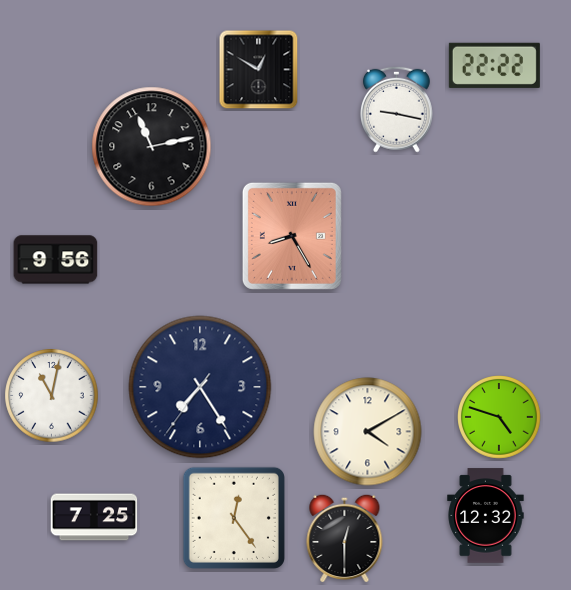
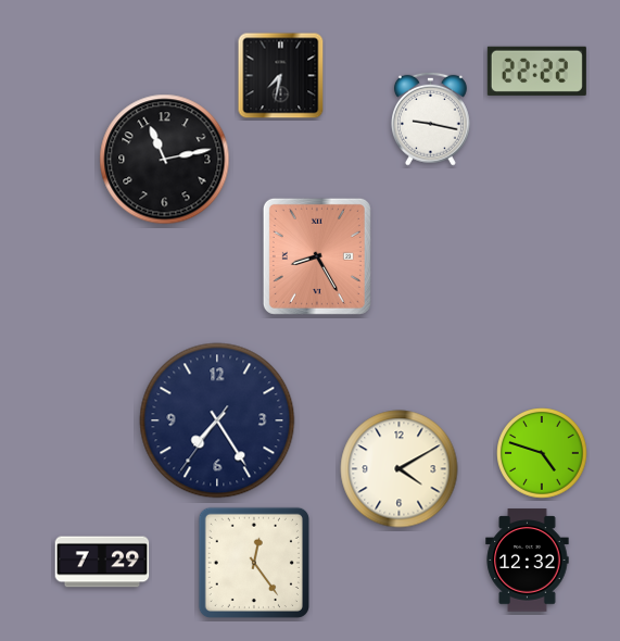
clock at (259, 70): 12:50 -> 7:32
clock at (56, 260): 9:56 -> none
clock at (52, 396): 11:02 -> none
clock at (94, 517): 7:25 -> 7:29
clock at (345, 538): 12:30 -> none
